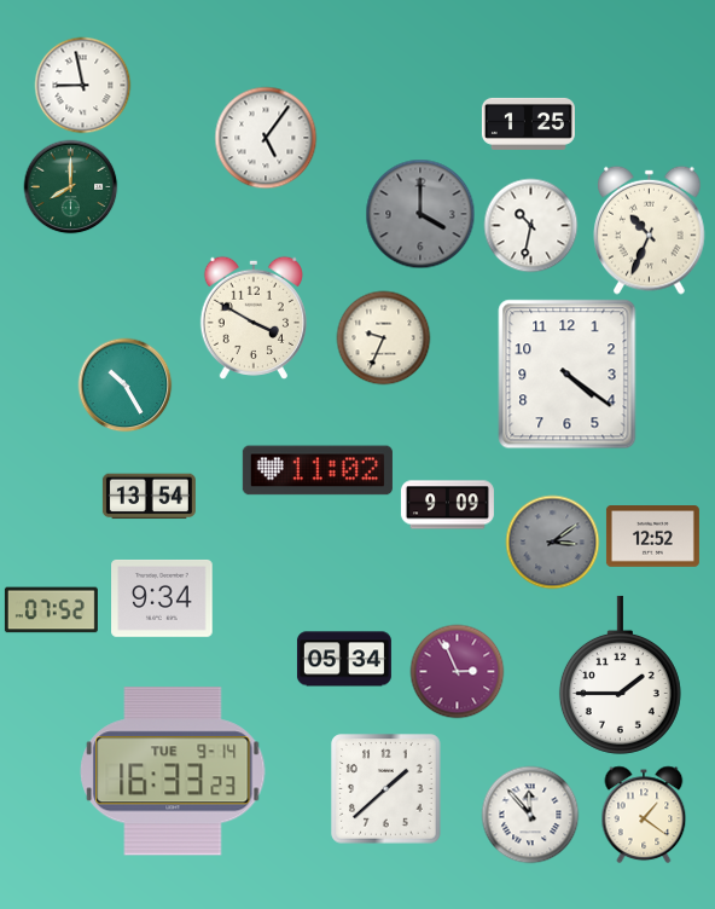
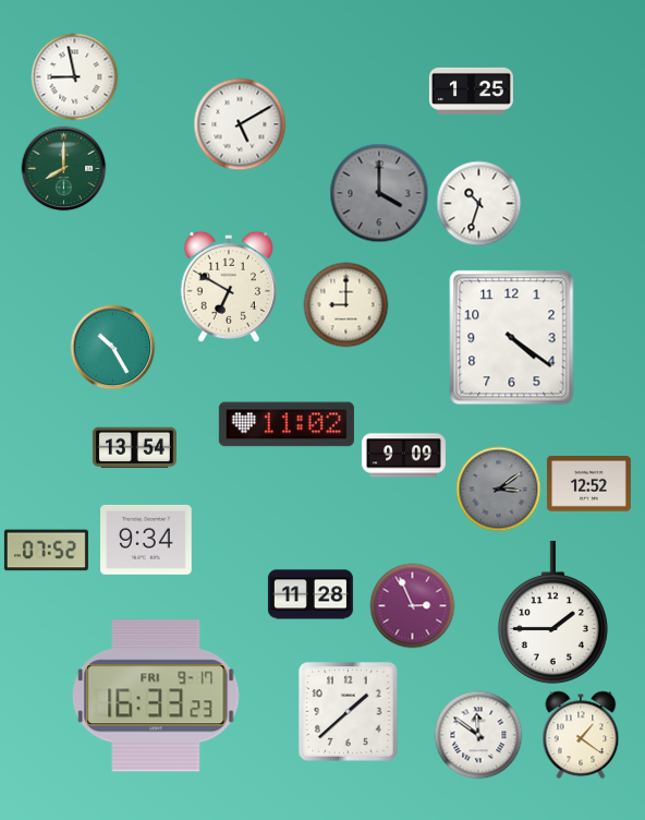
clock at (528, 123) position: (528, 123) -> (471, 91)
clock at (266, 138): 5:06 -> 5:10
clock at (530, 225): 10:32 -> 10:33
clock at (650, 230): 10:34 -> none
clock at (254, 318): 3:50 -> 6:50
clock at (383, 337): 9:34 -> 9:00
clock at (344, 659): 05:34 -> 11:28
clock at (620, 674) position: (620, 674) -> (552, 612)
clock at (173, 771) date: TUE 9-14 -> FRI 9-17
clock at (530, 815): 11:53 -> 11:51
